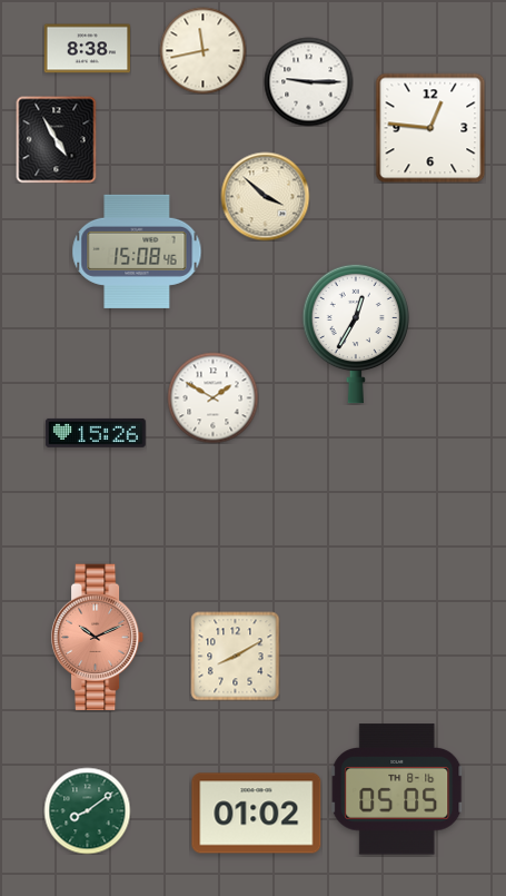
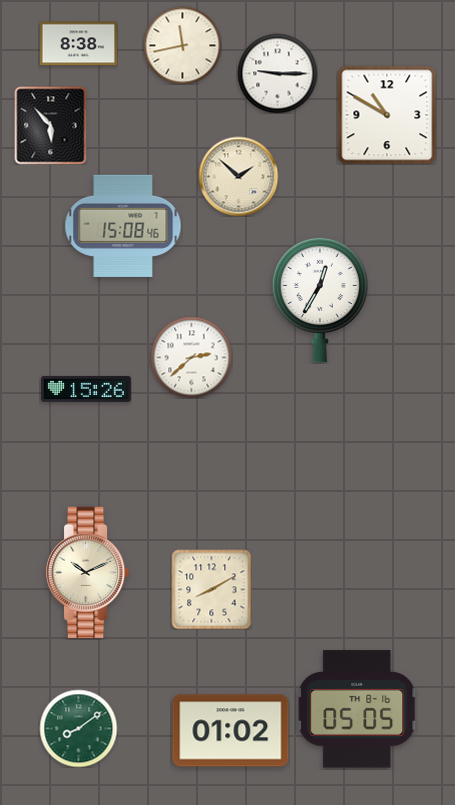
clock at (430, 128): 12:46 -> 10:50
clock at (57, 139): 4:55 -> 5:53
clock at (265, 196): 3:52 -> 1:52
clock at (212, 397): 1:50 -> 2:38
clock at (98, 638) dial: salmon -> cream
